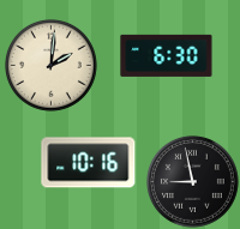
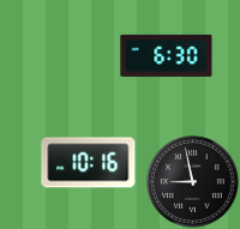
clock at (50, 65): 2:01 -> none
